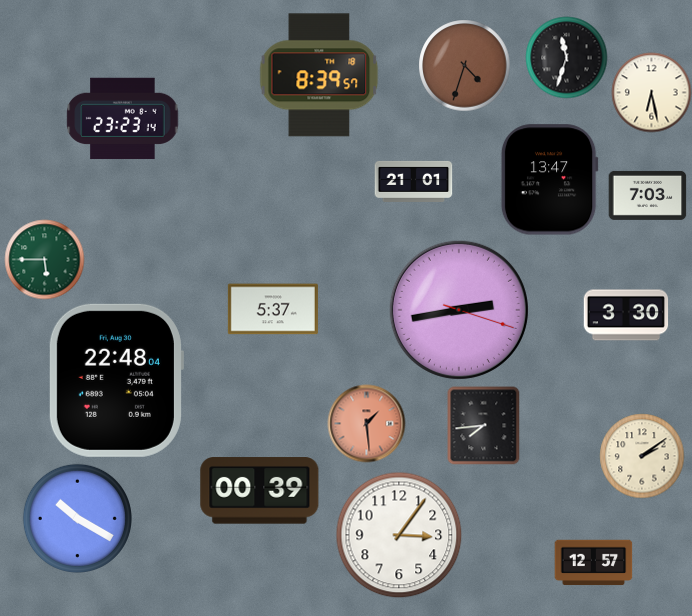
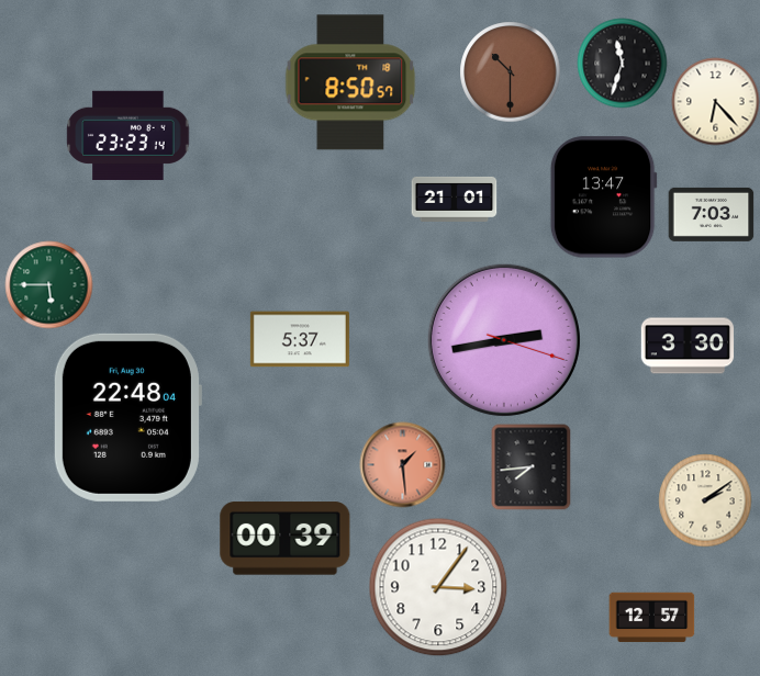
clock at (464, 65): 4:33 -> 10:30
clock at (319, 75): 8:39 -> 8:50
clock at (651, 92): 6:28 -> 6:23
clock at (123, 119) position: (123, 119) -> (128, 136)
clock at (77, 518): 10:20 -> none
